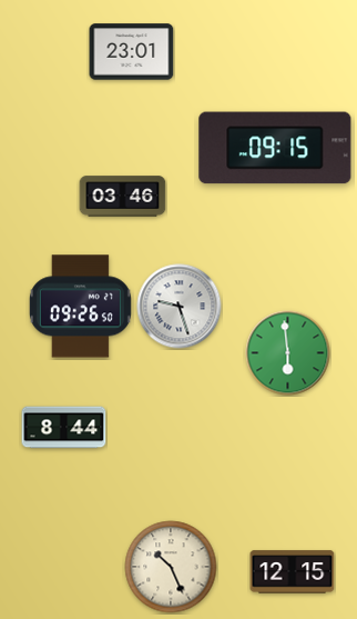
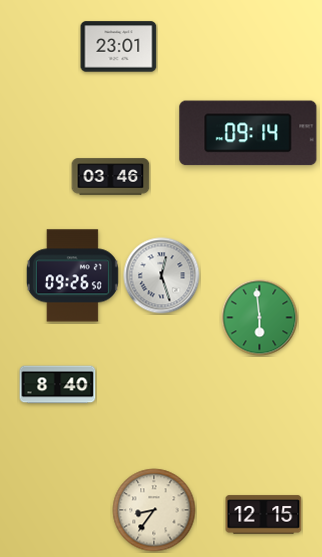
clock at (275, 148): 09:15 -> 09:14
clock at (180, 307): 9:27 -> 12:27
clock at (64, 428): 8:44 -> 8:40
clock at (171, 567): 10:26 -> 8:36
